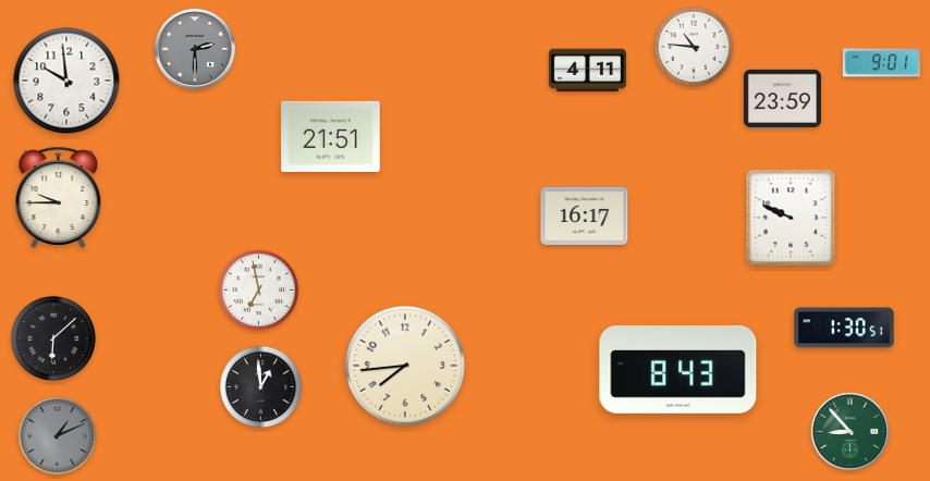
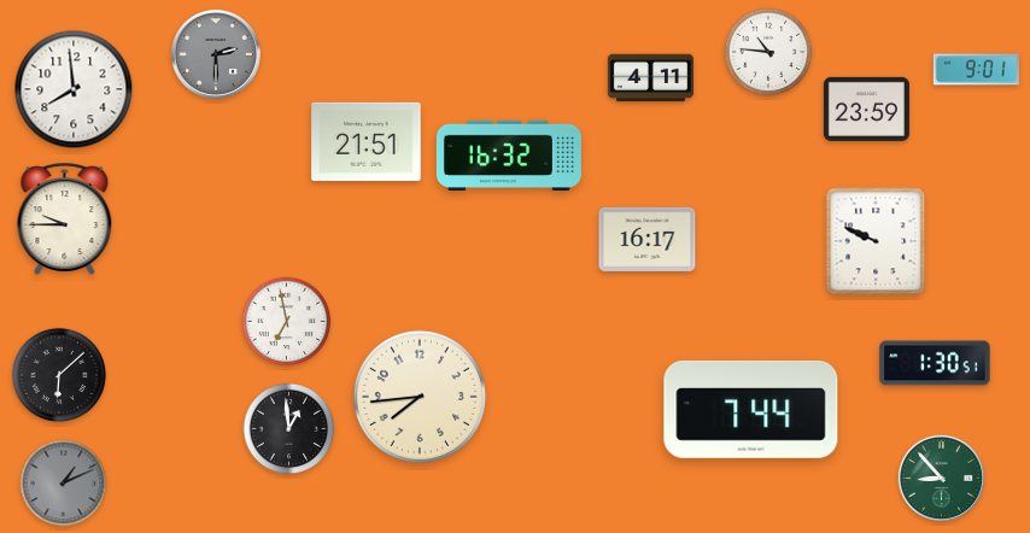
clock at (66, 81): 9:59 -> 7:59
clock at (331, 136) position: (331, 136) -> (367, 141)
clock at (509, 156): none -> 16:32
clock at (405, 366) position: (405, 366) -> (420, 397)
clock at (678, 369): 8:43 -> 7:44
